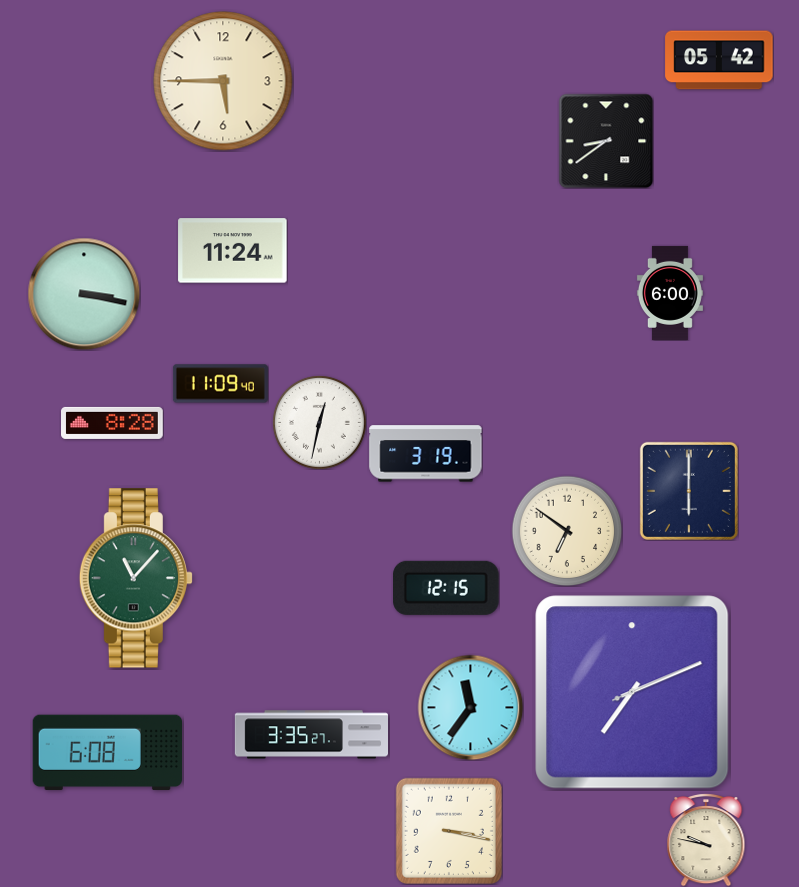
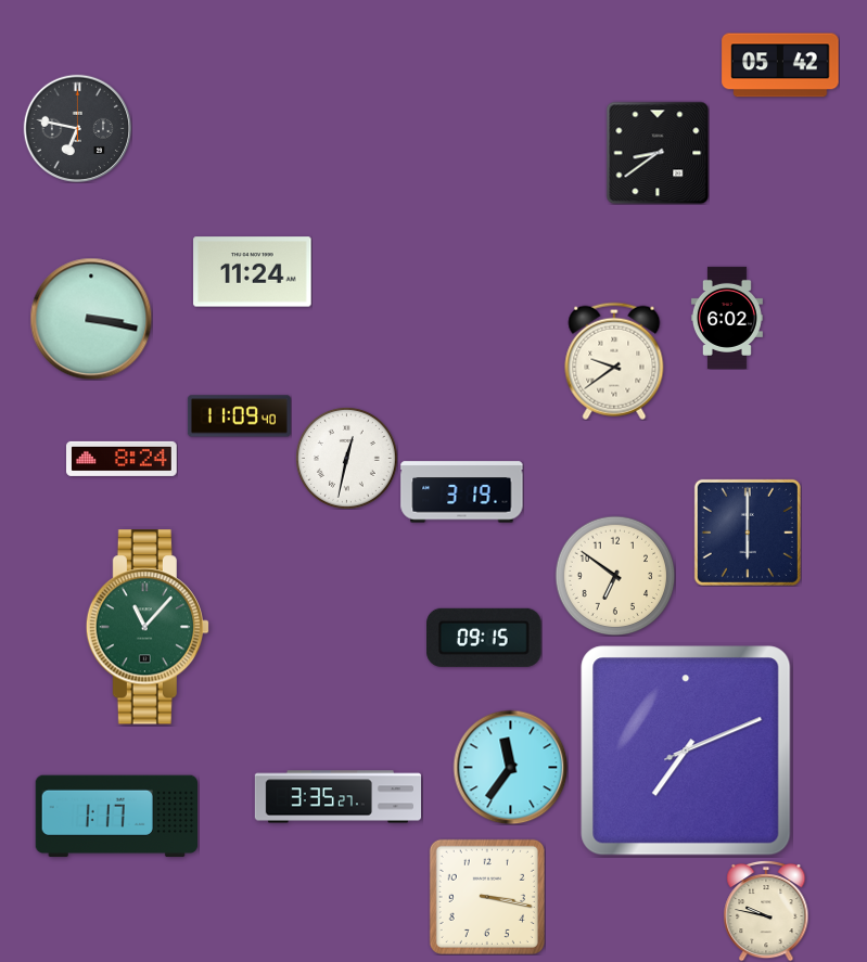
clock at (223, 81): 5:45 -> none
clock at (77, 128): none -> 6:47
clock at (670, 293): 6:00 -> 6:02
clock at (614, 361): none -> 9:39
clock at (113, 423): 8:28 -> 8:24
clock at (447, 588): 12:15 -> 09:15
clock at (107, 753): 6:08 -> 1:17
clock at (449, 831) position: (449, 831) -> (487, 897)
